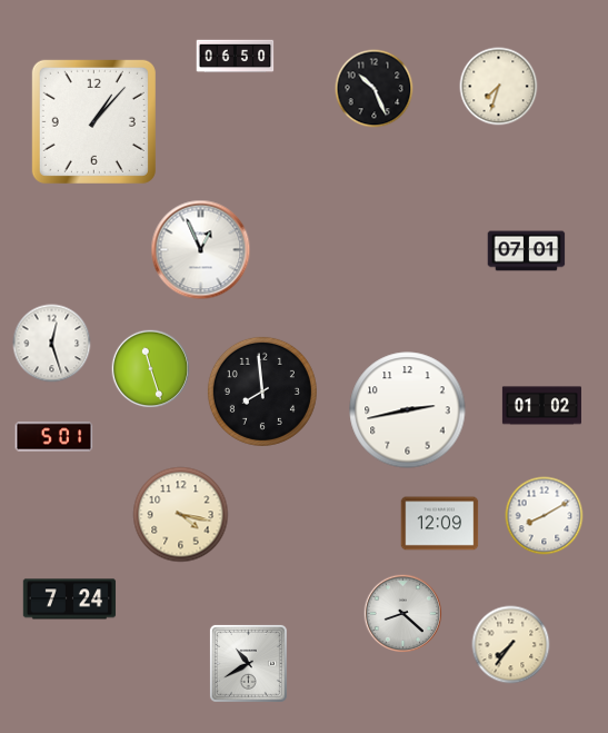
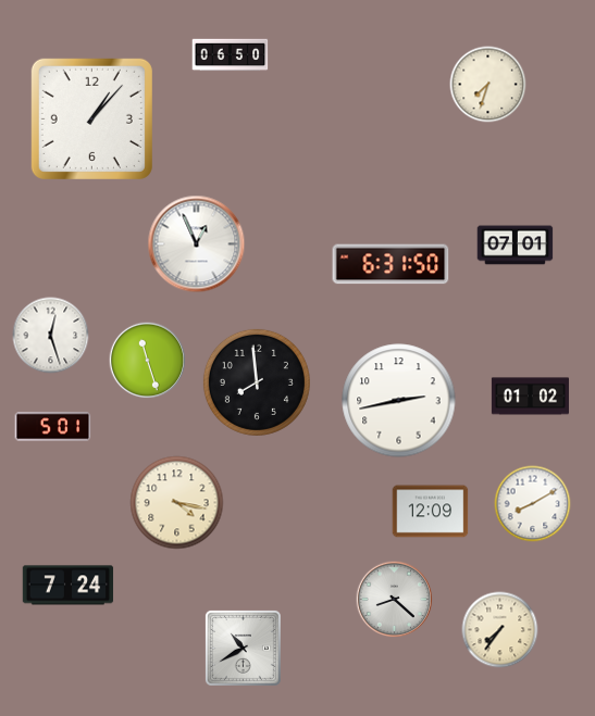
clock at (375, 89): 10:26 -> none
clock at (391, 264): none -> 6:31
